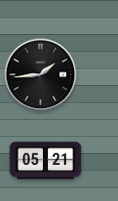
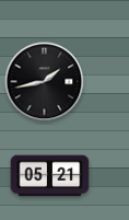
clock at (41, 75): 1:44 -> 1:43
